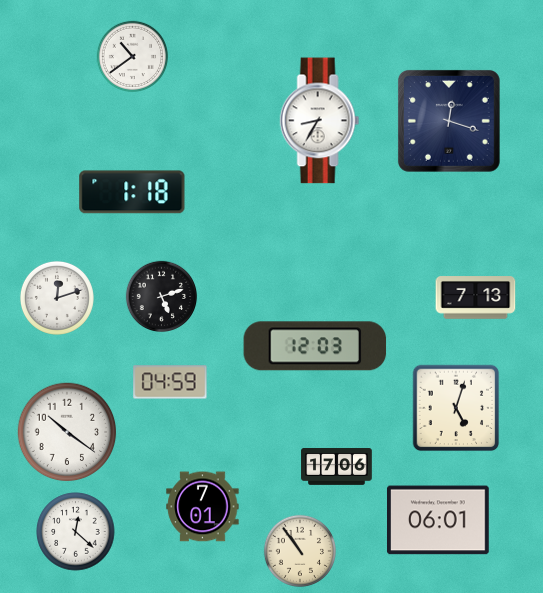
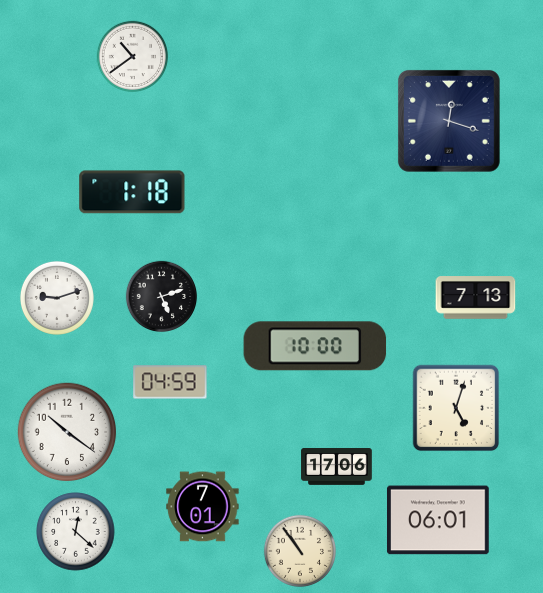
clock at (320, 121): 8:35 -> none
clock at (57, 298): 12:12 -> 9:12
clock at (315, 346): 12:03 -> 10:00
